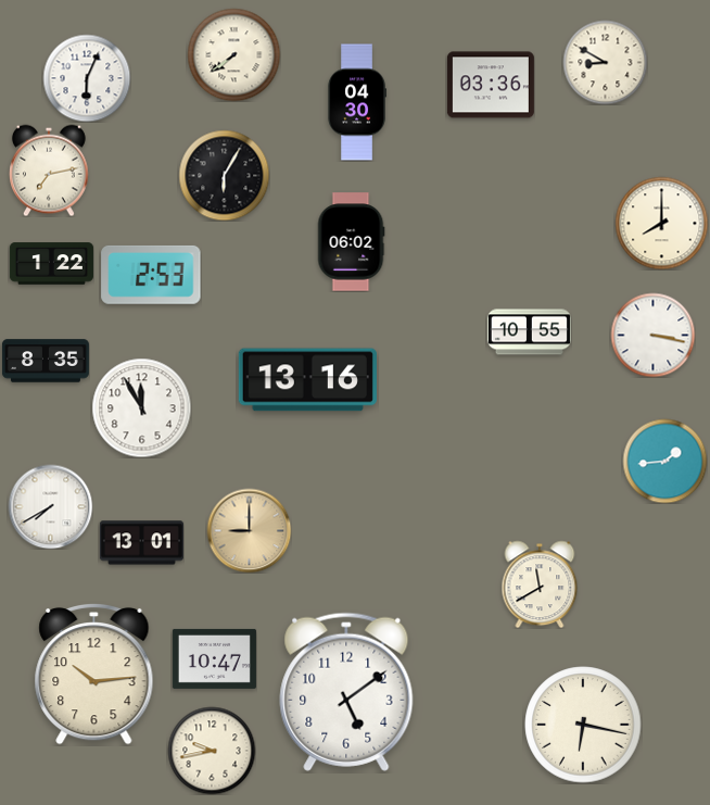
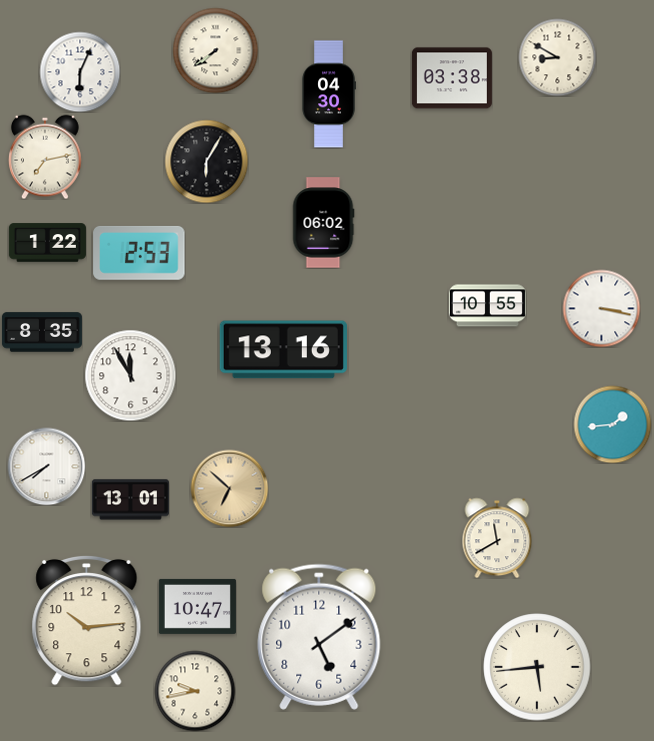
clock at (491, 85): 03:36 -> 03:38
clock at (661, 223): 8:00 -> none
clock at (249, 530): 9:00 -> 6:52
clock at (583, 725): 6:17 -> 5:44
